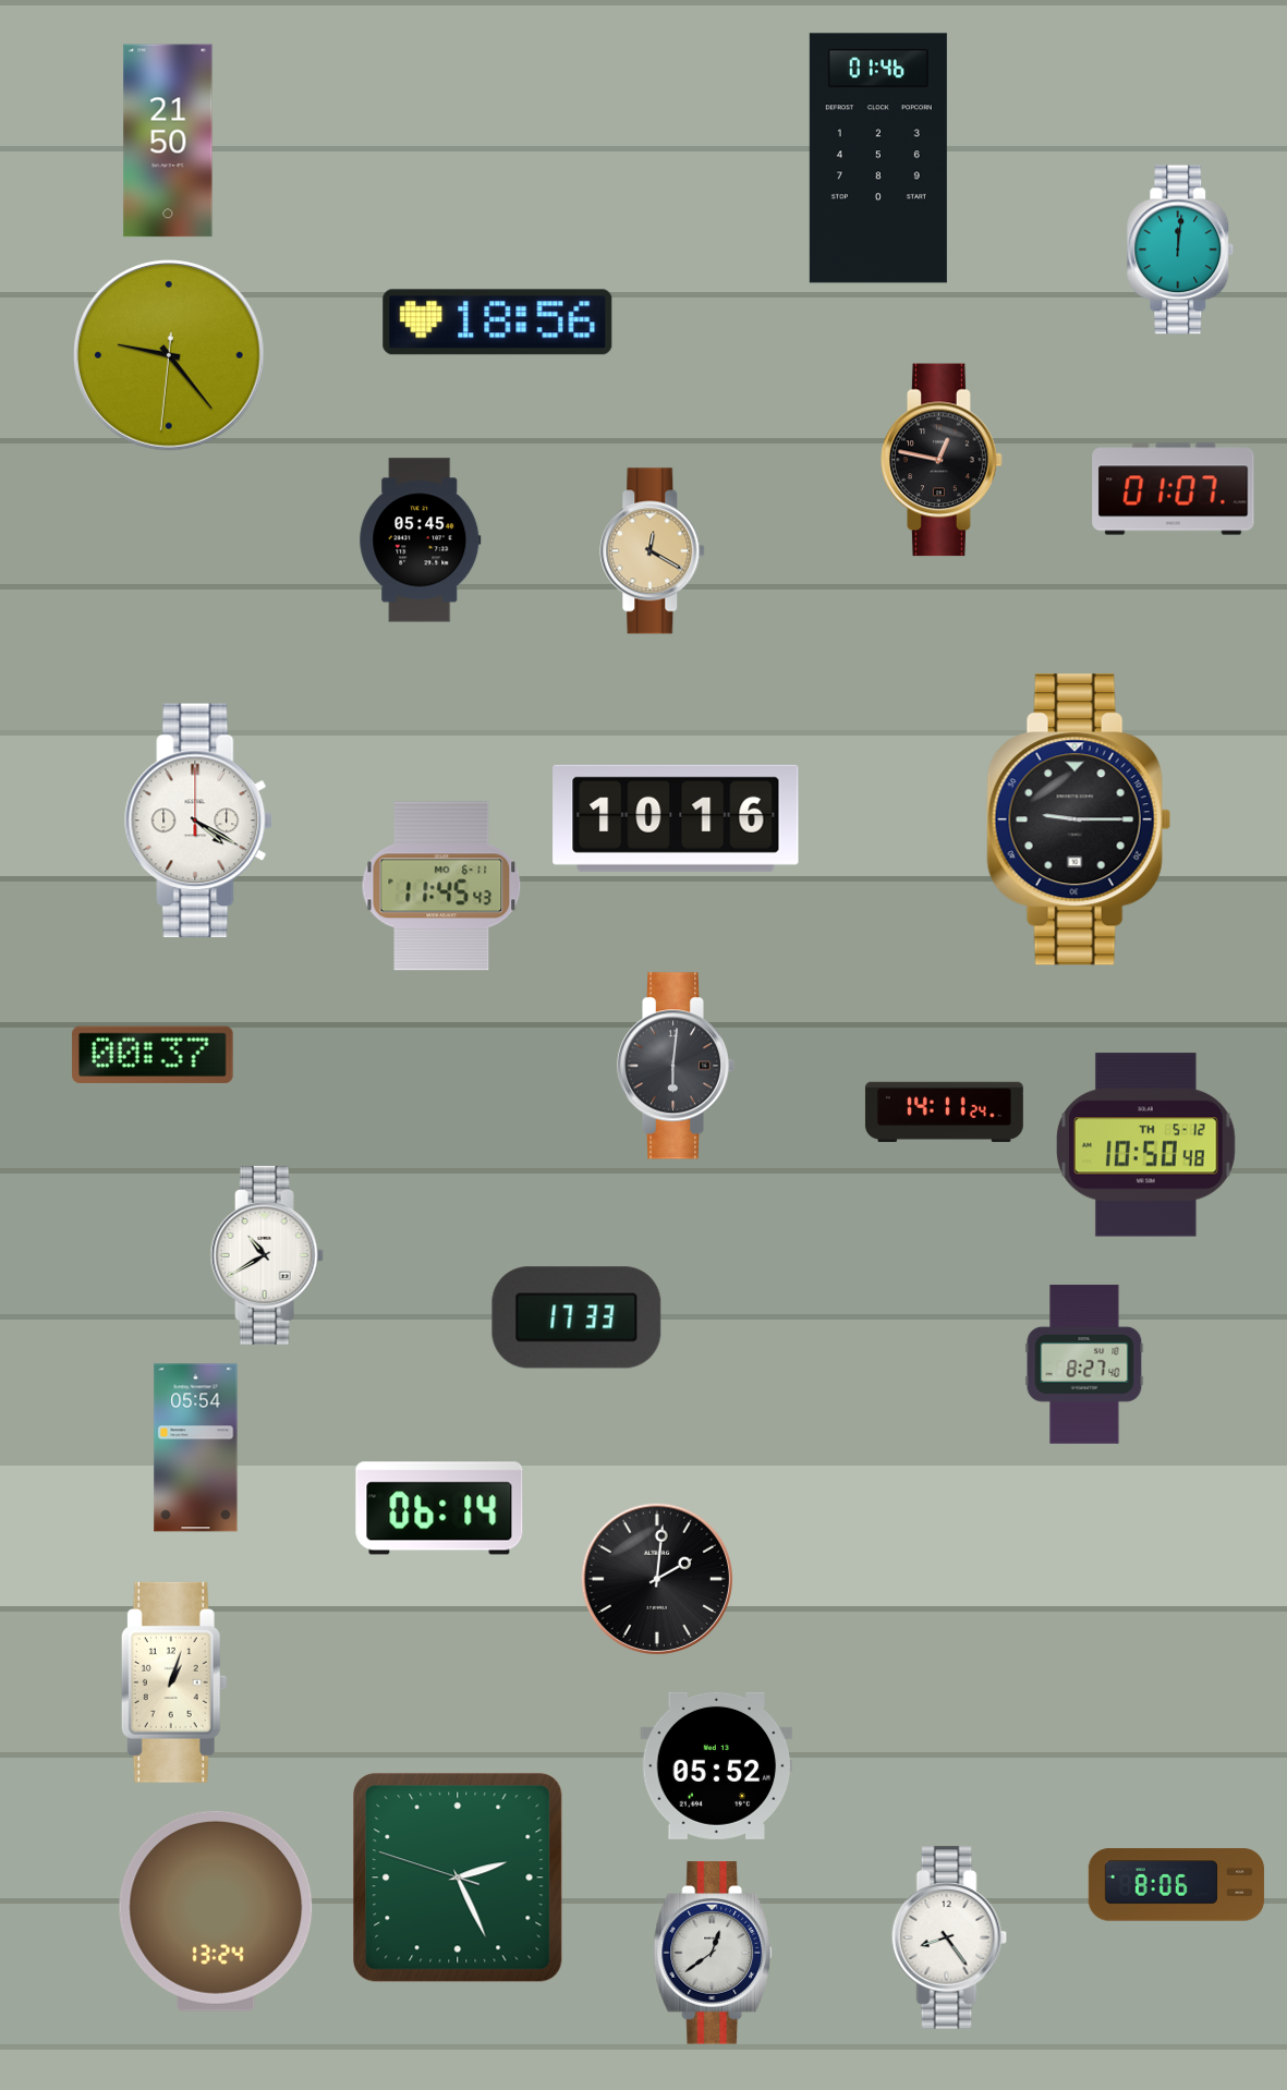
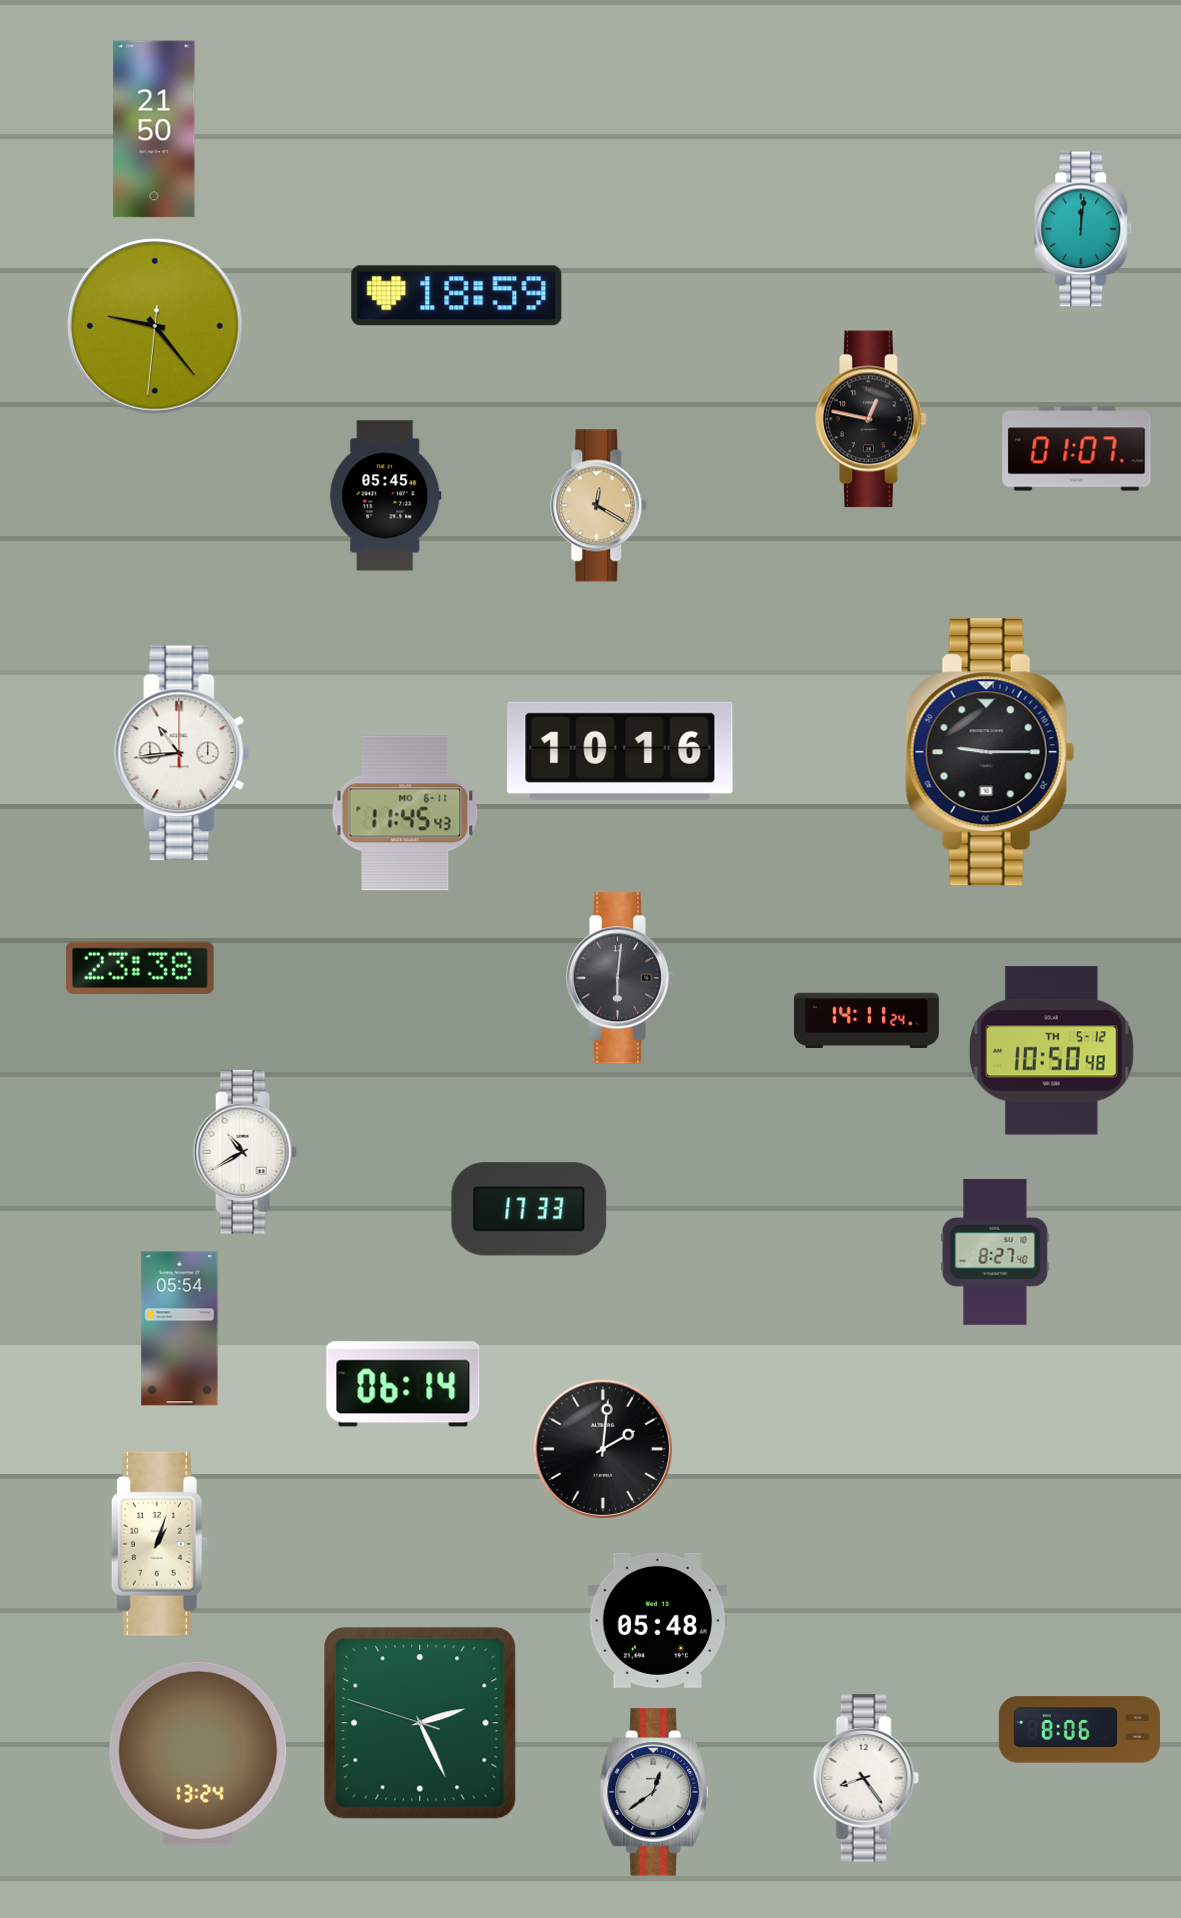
clock at (878, 158): 01:46 -> none
clock at (498, 323): 18:56 -> 18:59
clock at (942, 460) position: (942, 460) -> (871, 419)
clock at (198, 821): 4:20 -> 10:44
clock at (153, 1055): 00:37 -> 23:38
clock at (717, 1765): 05:52 -> 05:48
clock at (949, 1937) position: (949, 1937) -> (866, 1778)
